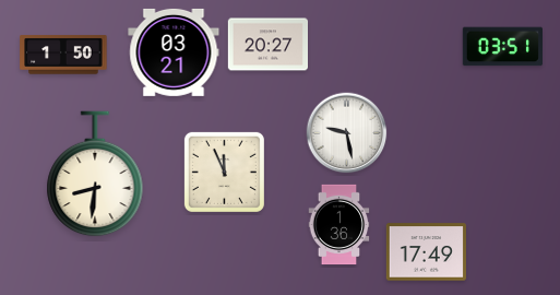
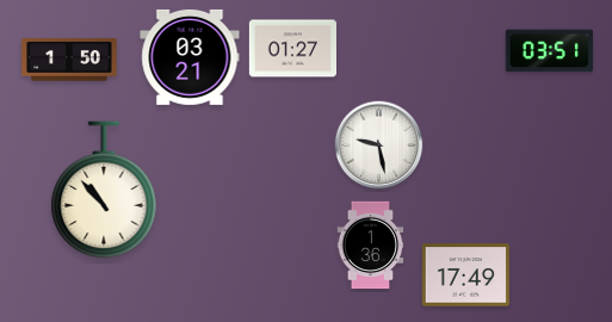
clock at (267, 45): 20:27 -> 01:27
clock at (224, 172): 11:56 -> none
clock at (95, 174): 8:31 -> 10:53
